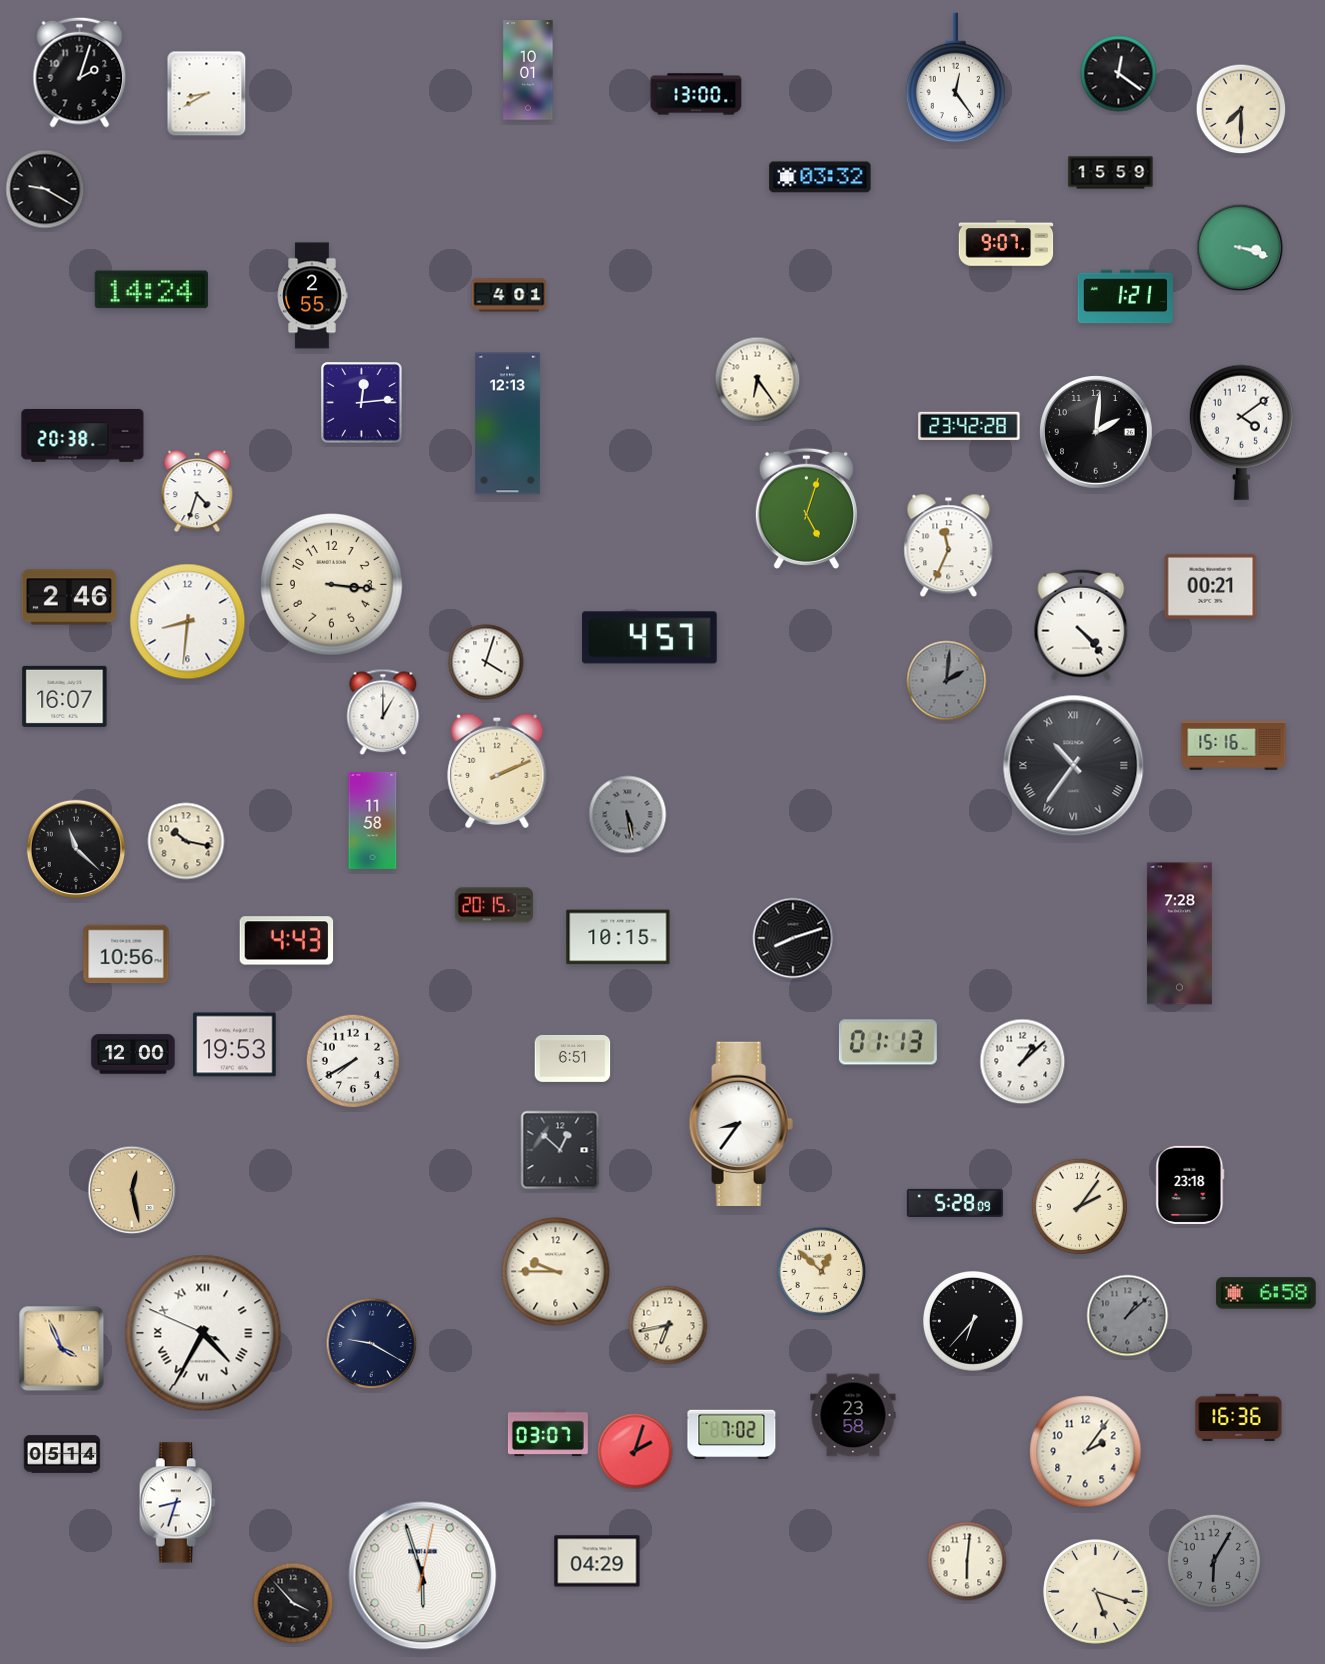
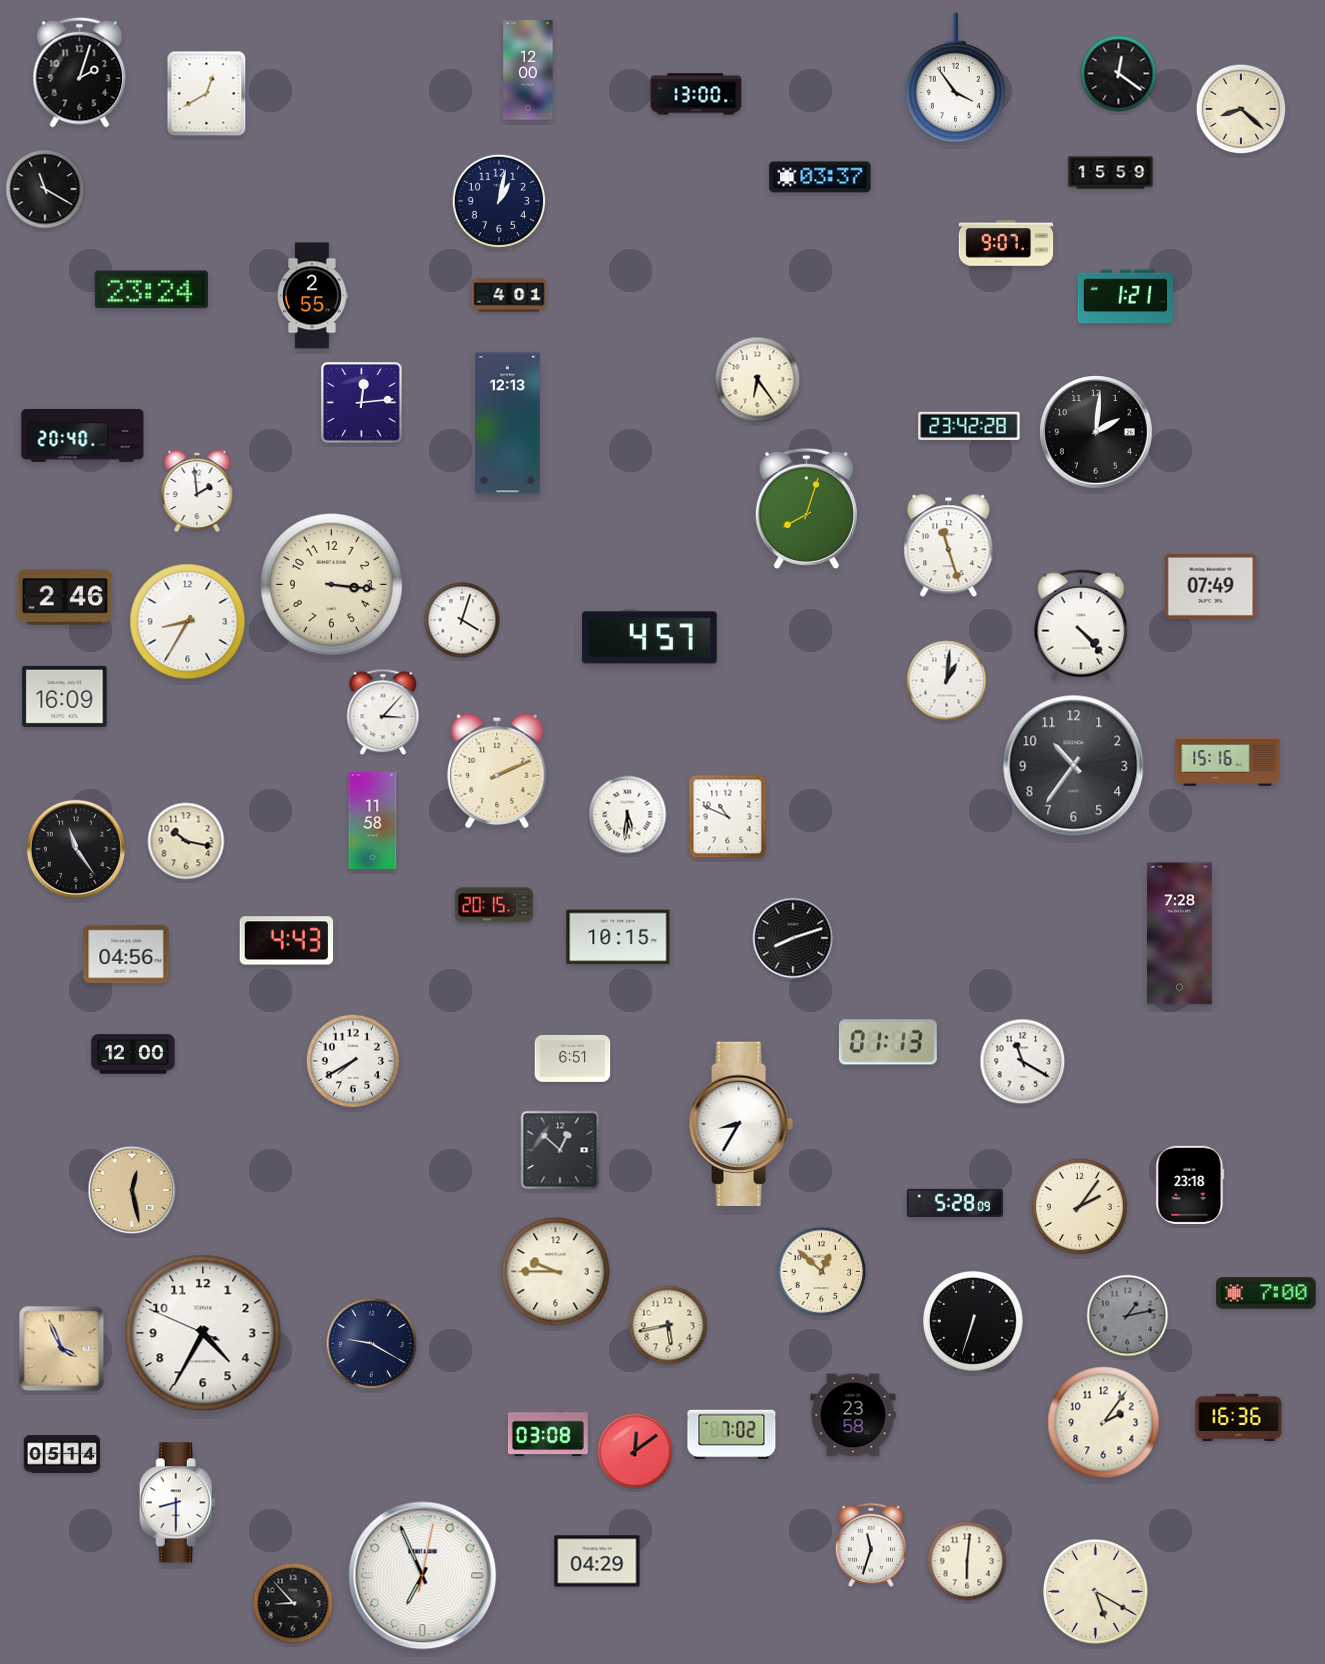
clock at (528, 70): 10:01 -> 12:00
clock at (955, 78): 12:24 -> 3:54
clock at (207, 94): 8:40 -> 12:40
clock at (1241, 109): 7:30 -> 8:22
clock at (820, 177): 03:32 -> 03:37
clock at (45, 189): 9:20 -> 11:20
clock at (499, 201): none -> 1:02
clock at (1240, 248): 3:18 -> none
clock at (151, 290): 14:24 -> 23:24
clock at (1241, 432): 4:09 -> none
clock at (83, 435): 20:38 -> 20:40
clock at (197, 491): 4:33 -> 1:59
clock at (806, 508): 5:03 -> 8:03
clock at (949, 546): 11:34 -> 11:27
clock at (1211, 586): 00:21 -> 07:49
clock at (69, 597) position: (69, 597) -> (65, 597)
clock at (188, 622): 8:31 -> 8:35
clock at (486, 662) position: (486, 662) -> (462, 620)
clock at (947, 681): 2:01 -> 1:01
clock at (947, 681) dial: grey -> white
clock at (65, 696): 16:07 -> 16:09
clock at (383, 712): 1:00 -> 3:07
clock at (1234, 746) position: (1234, 746) -> (1228, 762)
clock at (1074, 766) numerals: Roman -> Arabic
clock at (628, 815): 5:28 -> 5:31
clock at (628, 815) dial: grey -> white
clock at (728, 817): none -> 10:49
clock at (76, 849): 11:22 -> 11:24
clock at (126, 954): 10:56 -> 04:56
clock at (235, 1045): 19:53 -> none
clock at (1023, 1062): 1:08 -> 11:20
clock at (741, 1123): 8:36 -> 8:35
clock at (1266, 1293): 6:58 -> 7:00
clock at (1128, 1316): 1:08 -> 1:13
clock at (973, 1321): 6:37 -> 6:33
clock at (668, 1325): 6:43 -> 5:43
clock at (203, 1333) numerals: Roman -> Arabic
clock at (548, 1433): 03:07 -> 03:08
clock at (635, 1451): 2:03 -> 12:09
clock at (1086, 1452) position: (1086, 1452) -> (1104, 1423)
clock at (177, 1503): 8:33 -> 8:30
clock at (871, 1545): none -> 11:33
clock at (1214, 1561): 6:05 -> none
clock at (423, 1576): 5:57 -> 6:56
clock at (1096, 1592): 5:18 -> 5:20
clock at (293, 1603): 3:53 -> 8:53
